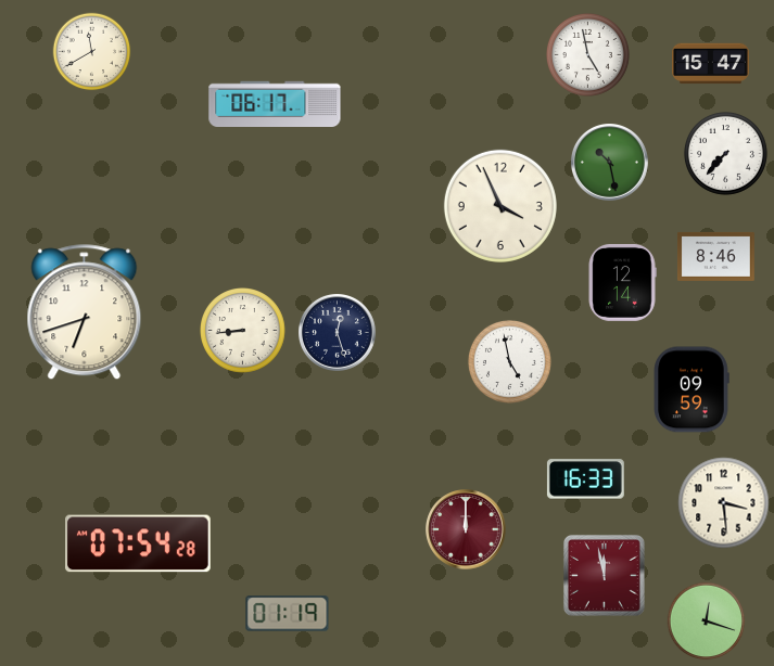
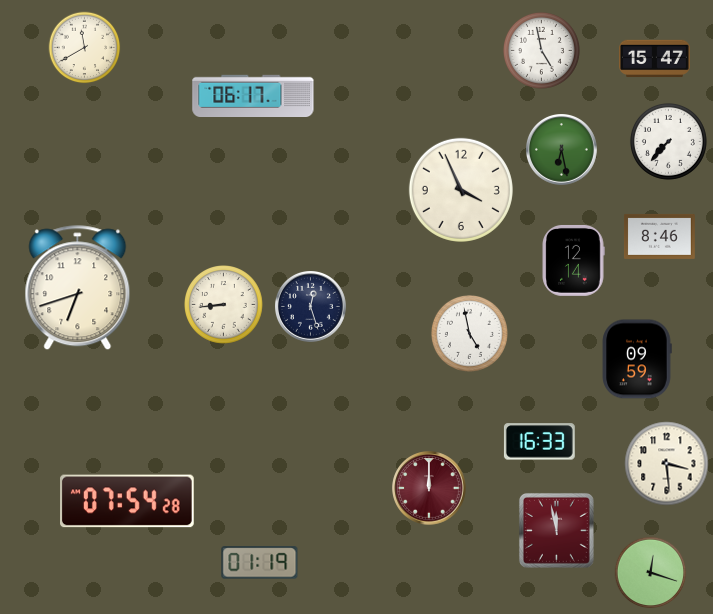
clock at (610, 163): 10:28 -> 6:28
clock at (288, 614) position: (288, 614) -> (260, 563)
